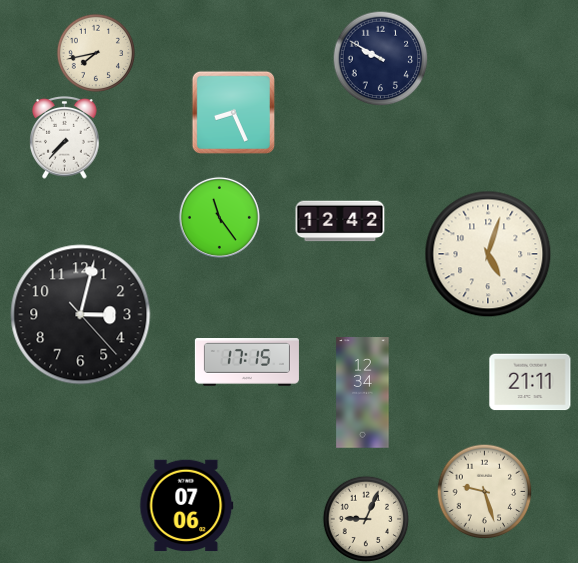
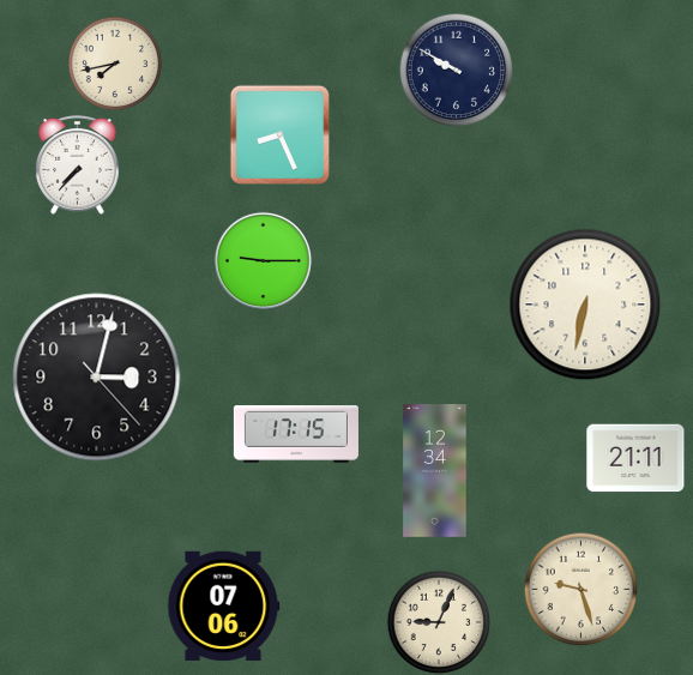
clock at (219, 217): 11:24 -> 9:15
clock at (340, 221): 12:42 -> none
clock at (488, 254): 5:03 -> 6:32
